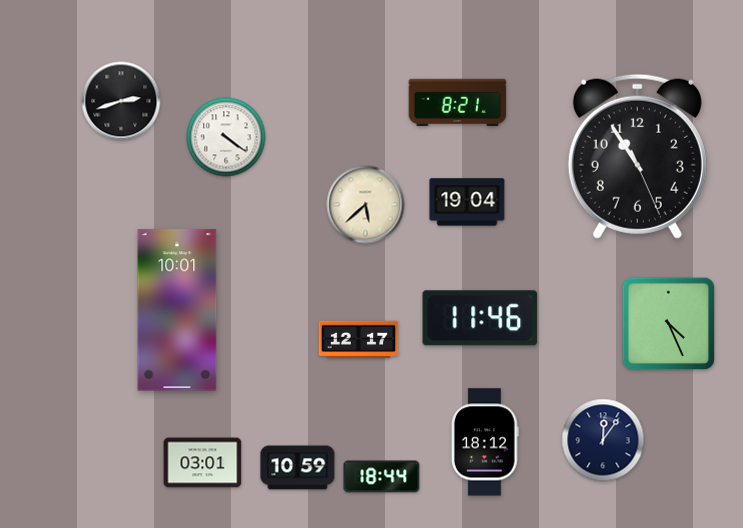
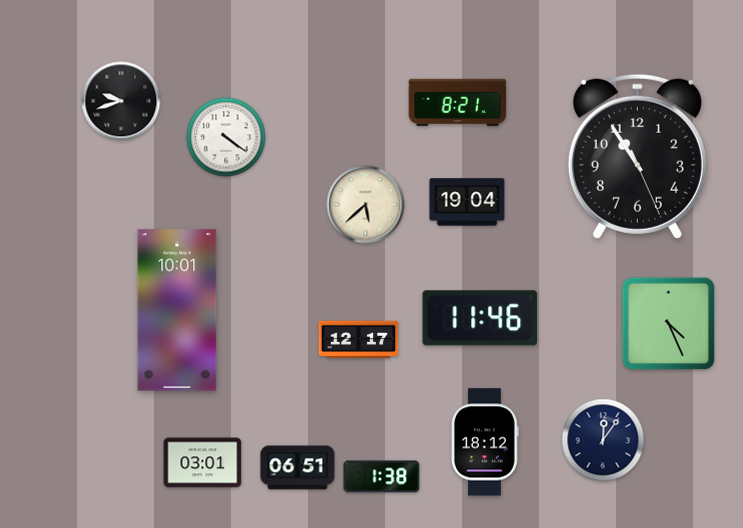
clock at (121, 101): 2:42 -> 9:42
clock at (298, 468): 10:59 -> 06:51
clock at (382, 477): 18:44 -> 1:38
